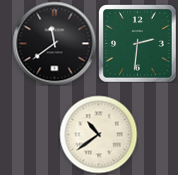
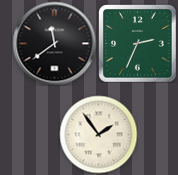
clock at (138, 44): 2:31 -> 2:34
clock at (98, 134): 10:39 -> 1:54
